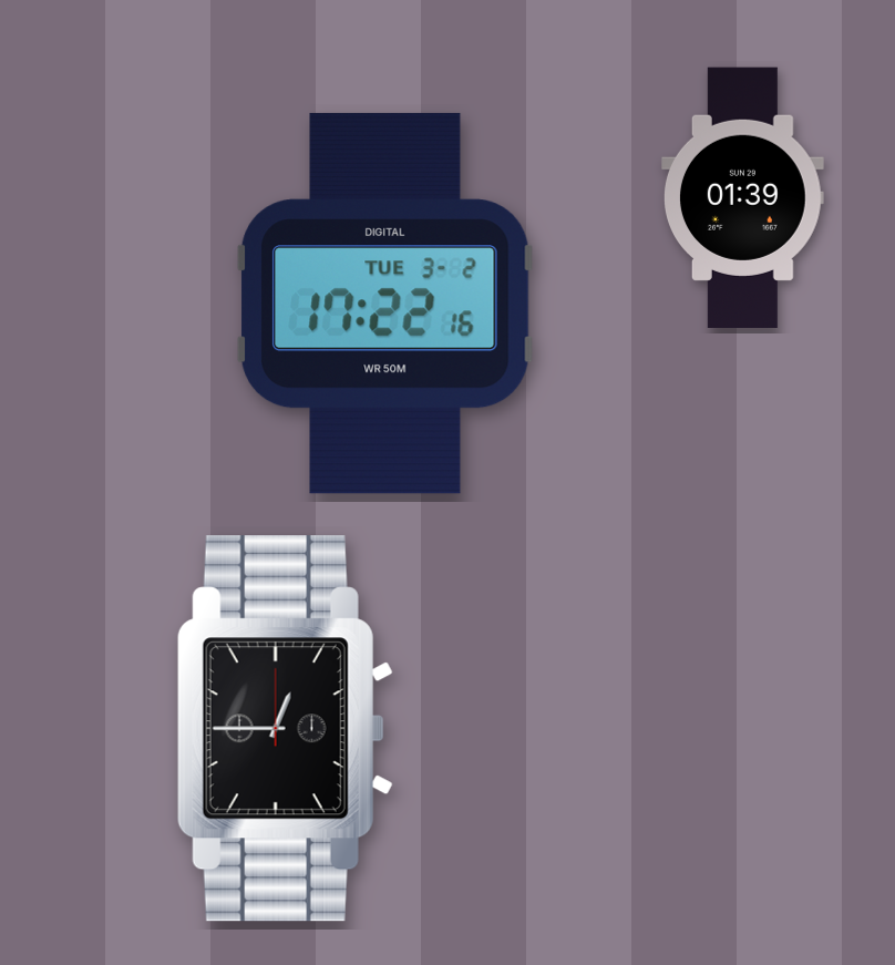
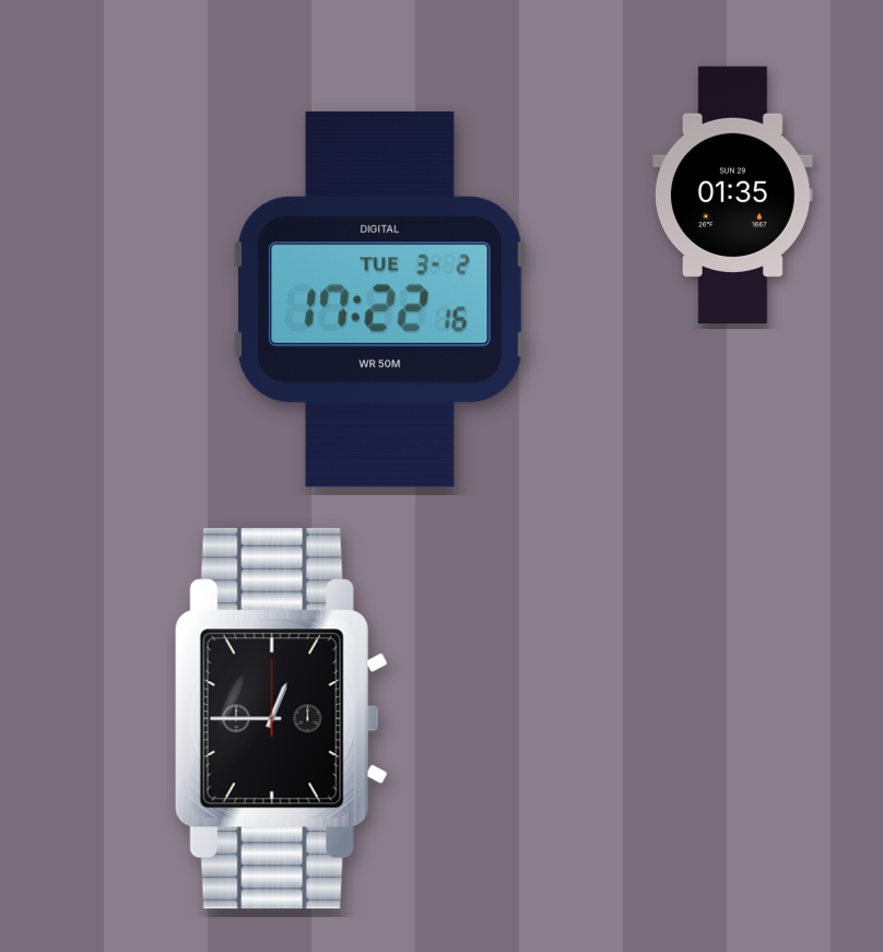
clock at (742, 197): 01:39 -> 01:35
